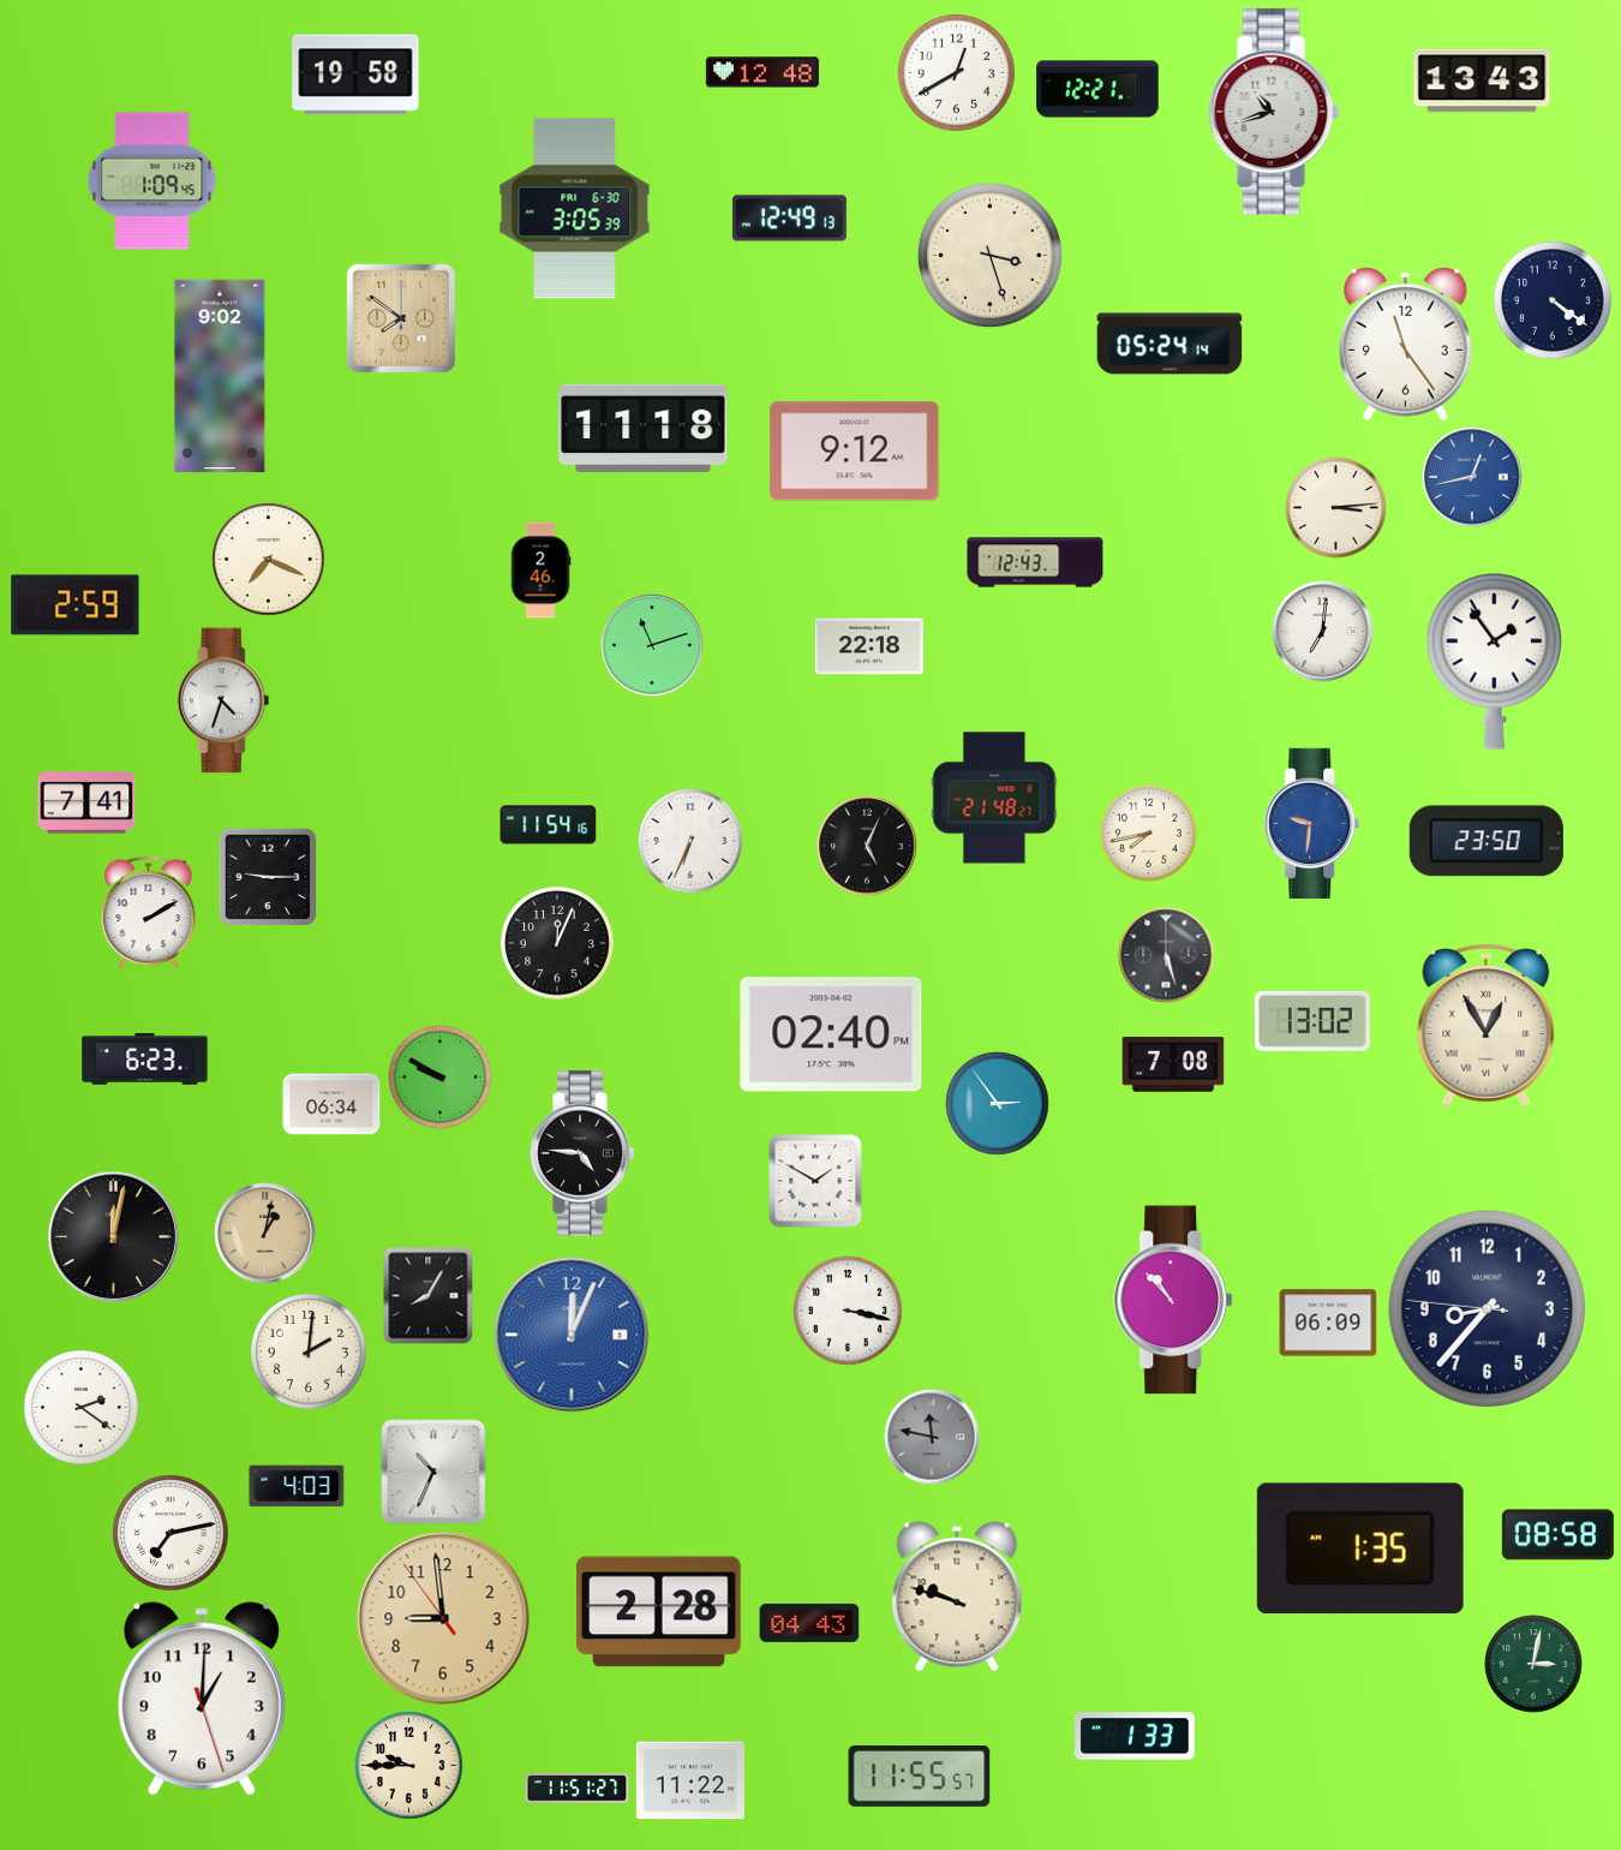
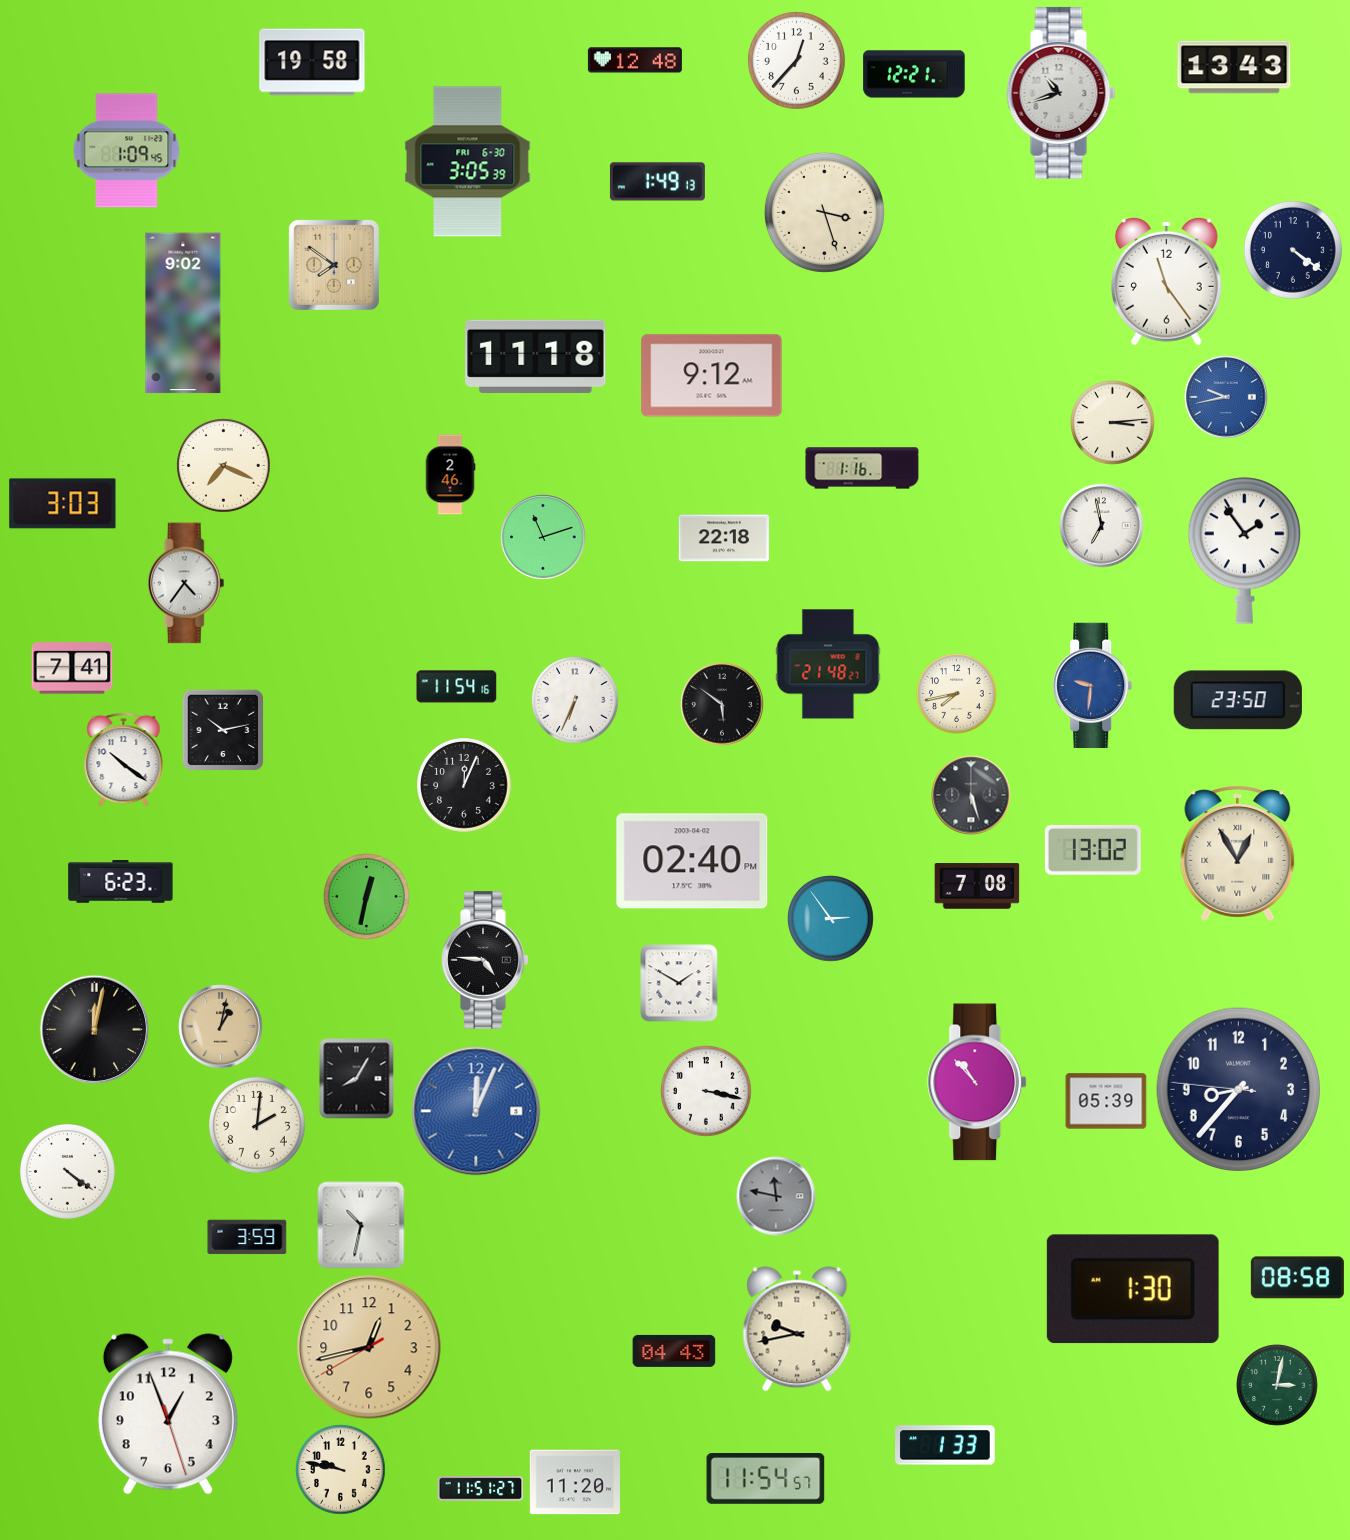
clock at (956, 72): 12:40 -> 12:37
clock at (355, 74) position: (355, 74) -> (312, 62)
clock at (575, 209) position: (575, 209) -> (468, 162)
clock at (789, 219): 12:49 -> 1:49
clock at (1170, 344): 05:24 -> none
clock at (1406, 344) position: (1406, 344) -> (1167, 281)
clock at (1472, 477): 12:43 -> 9:43
clock at (1035, 562): 12:43 -> 1:16
clock at (76, 605): 2:59 -> 3:03
clock at (1323, 632): 7:01 -> 6:58
clock at (223, 700): 4:33 -> 4:36
clock at (867, 846): 5:04 -> 5:51
clock at (268, 877): 9:15 -> 10:13
clock at (149, 912): 2:10 -> 10:21
clock at (441, 1078): 9:50 -> 12:32
clock at (331, 1104): 06:34 -> none
clock at (1328, 1323): 06:09 -> 05:39
clock at (82, 1408): 2:21 -> 4:21
clock at (433, 1472): 10:34 -> 10:32
clock at (297, 1486): 4:03 -> 3:59
clock at (171, 1533): 7:13 -> none
clock at (1360, 1548): 1:35 -> 1:30
clock at (957, 1597): 9:48 -> 9:43
clock at (659, 1612): 2:28 -> none
clock at (443, 1618): 8:58 -> 12:42
clock at (202, 1699): 1:00 -> 12:56
clock at (409, 1766): 9:45 -> 9:47
clock at (920, 1777): 11:55 -> 11:54
clock at (690, 1780): 11:22 -> 11:20
